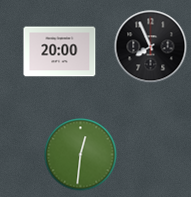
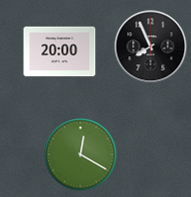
clock at (81, 155): 12:31 -> 12:20
